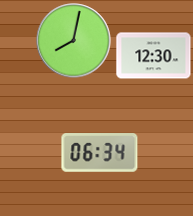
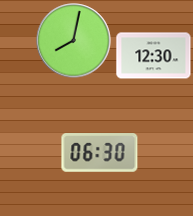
clock at (100, 153): 06:34 -> 06:30
